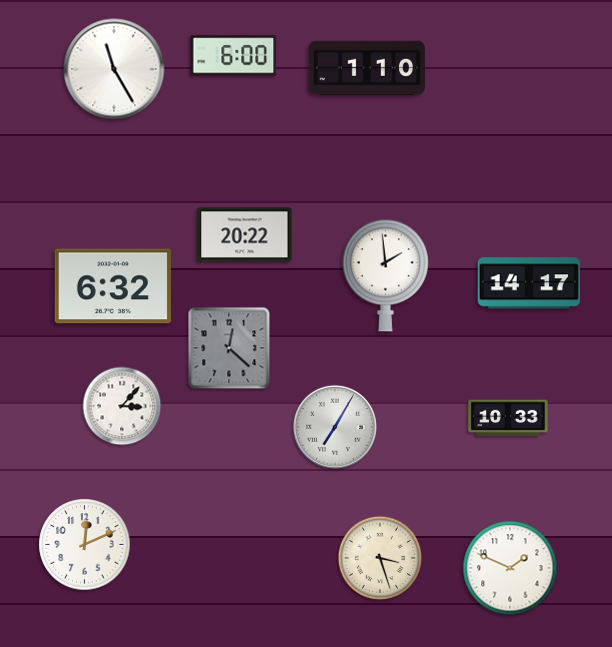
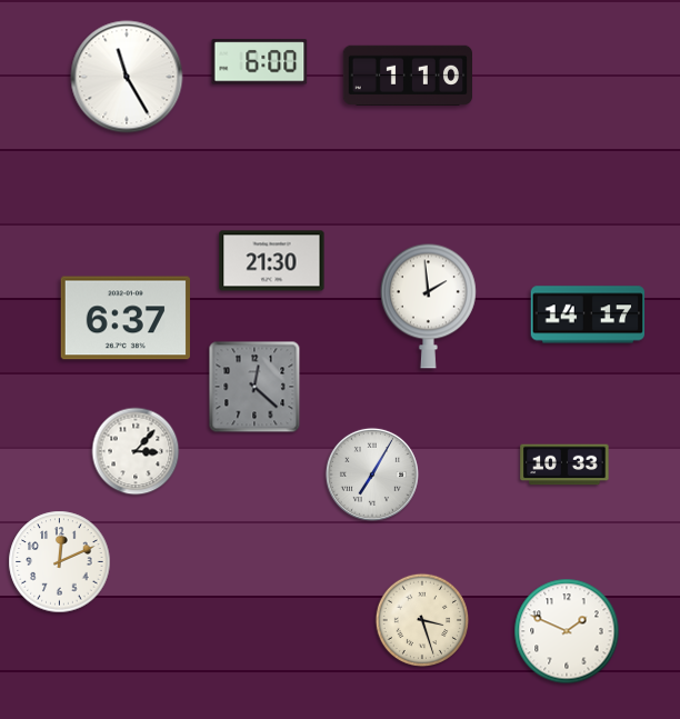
clock at (245, 235): 20:22 -> 21:30
clock at (113, 286): 6:32 -> 6:37
clock at (85, 545) position: (85, 545) -> (60, 562)
